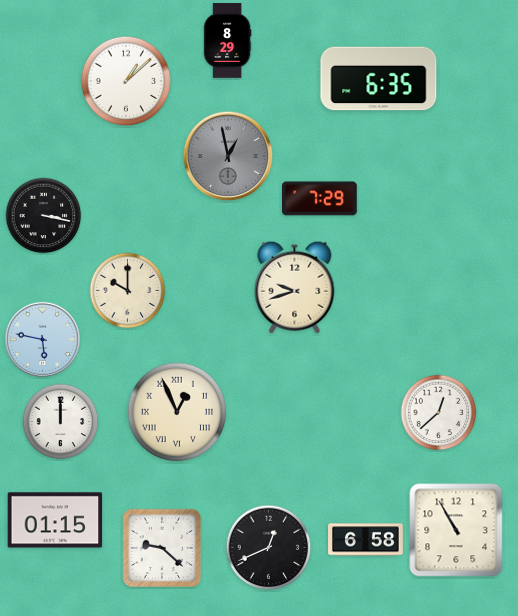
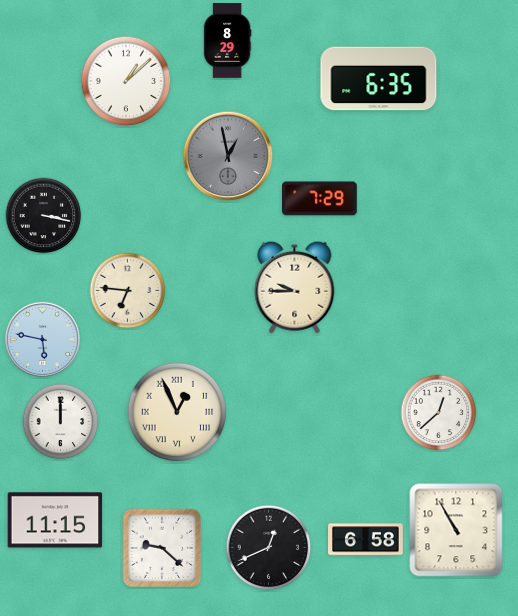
clock at (295, 287): 9:42 -> 9:45
clock at (128, 291): 10:00 -> 6:46
clock at (55, 520): 01:15 -> 11:15
